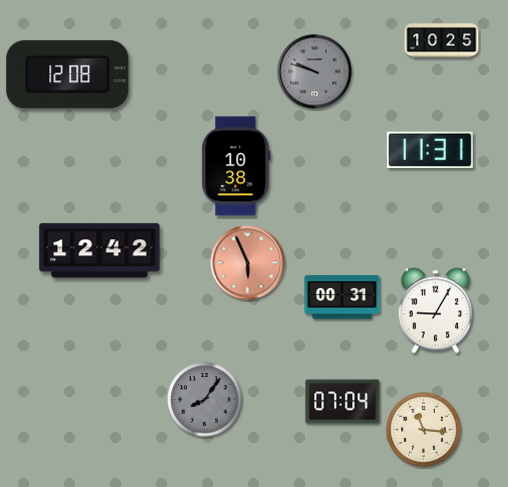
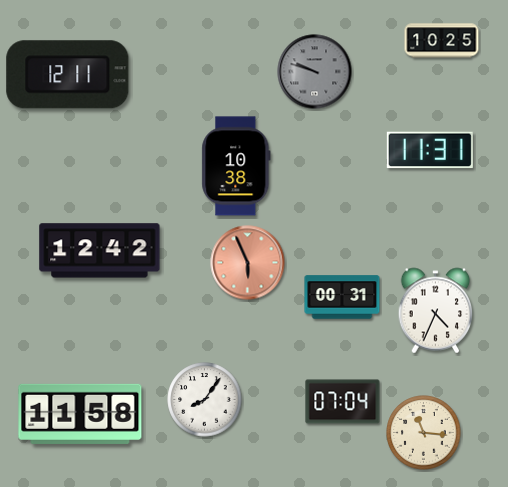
clock at (68, 75): 12:08 -> 12:11
clock at (436, 311): 9:05 -> 4:34
clock at (205, 400) dial: grey -> white
clock at (80, 414): none -> 11:58
clock at (424, 430) position: (424, 430) -> (424, 433)
